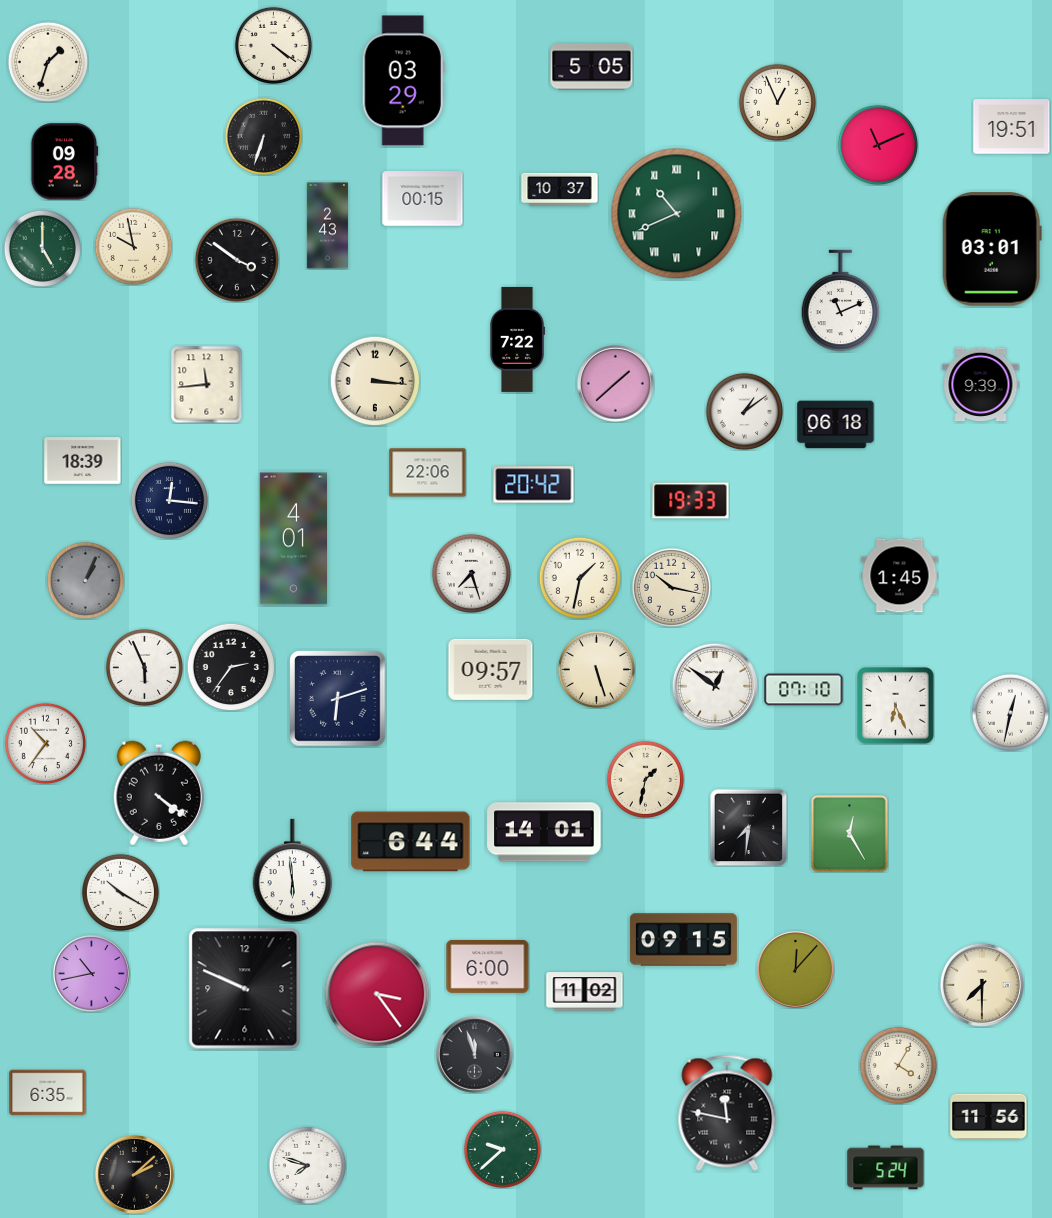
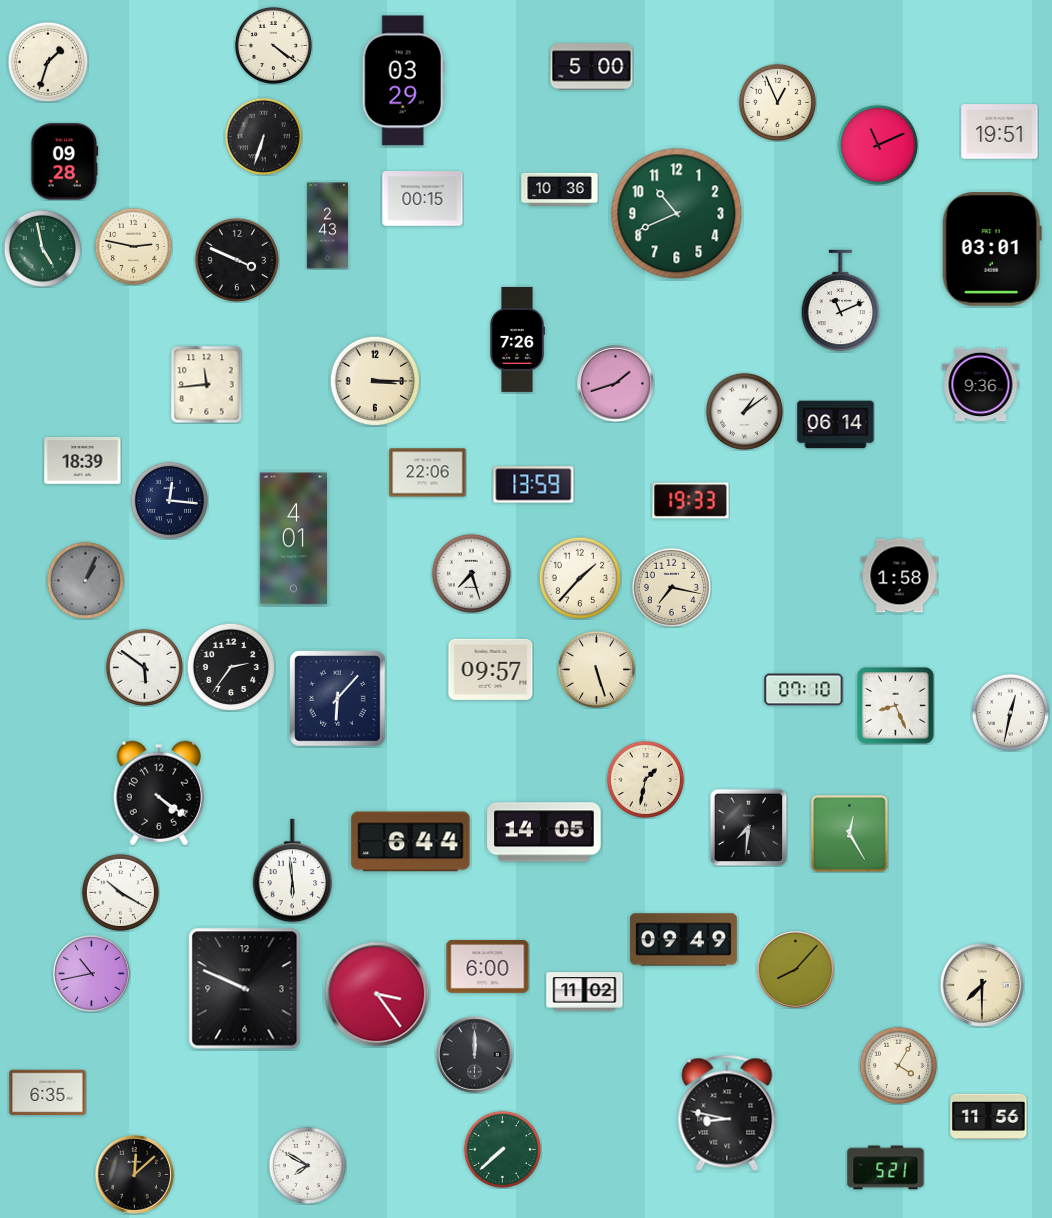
clock at (592, 67): 5:05 -> 5:00
clock at (1012, 127) position: (1012, 127) -> (1000, 132)
clock at (560, 189): 10:37 -> 10:36
clock at (677, 214) numerals: Roman -> Arabic
clock at (133, 246): 9:58 -> 2:47
clock at (42, 248): 5:00 -> 4:58
clock at (236, 259): 3:51 -> 3:49
clock at (517, 339): 7:22 -> 7:26
clock at (375, 381): 3:16 -> 3:15
clock at (616, 384): 1:38 -> 1:42
clock at (981, 385): 9:39 -> 9:36
clock at (836, 425): 06:18 -> 06:14
clock at (534, 485): 20:42 -> 13:59
clock at (900, 576): 1:45 -> 1:58
clock at (579, 577): 1:32 -> 1:37
clock at (671, 587): 10:17 -> 7:17
clock at (144, 667): 5:56 -> 5:51
clock at (715, 686): 12:51 -> none
clock at (338, 699): 6:12 -> 6:07
clock at (896, 706): 6:26 -> 8:26
clock at (45, 743): 10:36 -> none
clock at (544, 832): 14:01 -> 14:05
clock at (683, 940): 09:15 -> 09:49
clock at (796, 970): 12:07 -> 8:07
clock at (475, 1055): 11:57 -> 12:00
clock at (727, 1113): 11:47 -> 8:47
clock at (502, 1149): 9:38 -> 7:38
clock at (307, 1165): 7:48 -> 7:50
clock at (886, 1168): 5:24 -> 5:21
clock at (134, 1174): 2:08 -> 12:08
